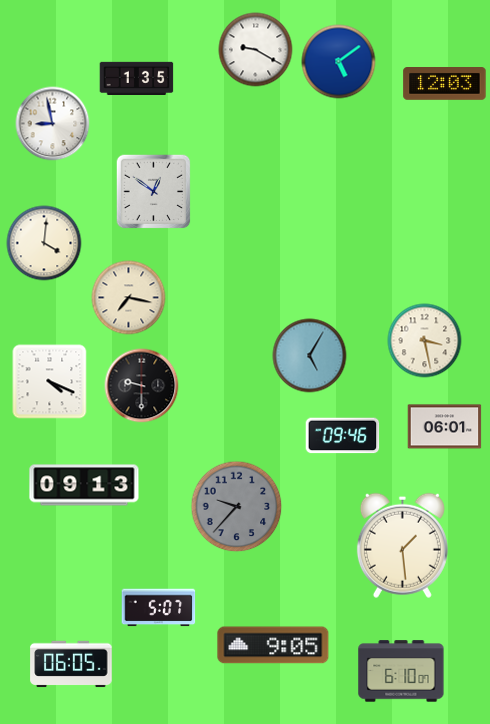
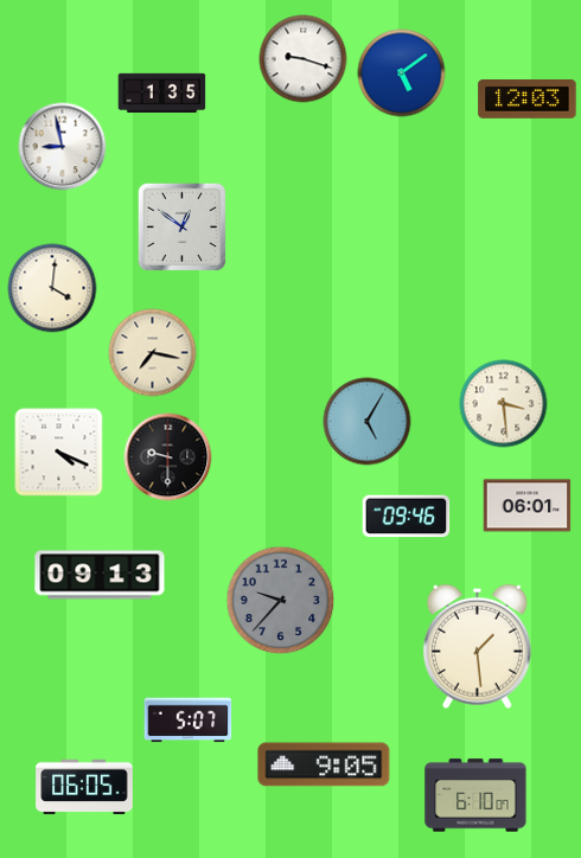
clock at (256, 50): 9:20 -> 9:18
clock at (425, 341): 3:28 -> 3:29
